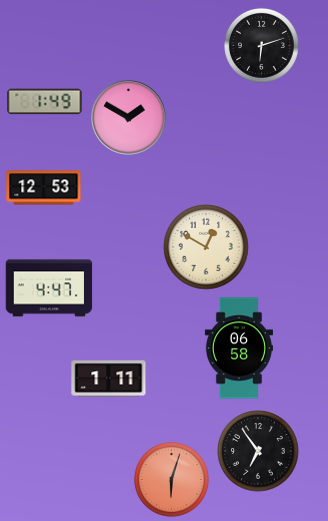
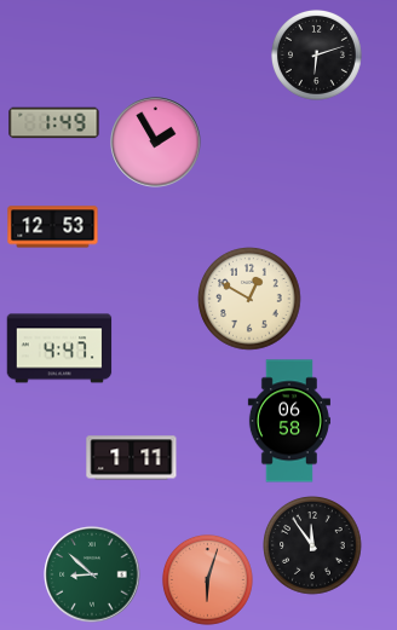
clock at (129, 118): 1:50 -> 1:55
clock at (258, 451): 6:54 -> 11:54
clock at (92, 574): none -> 8:52
